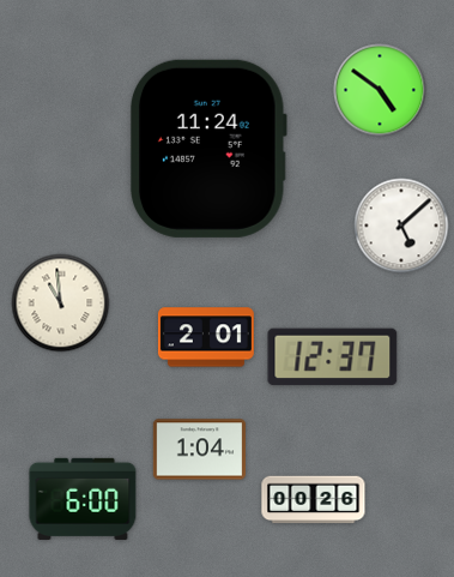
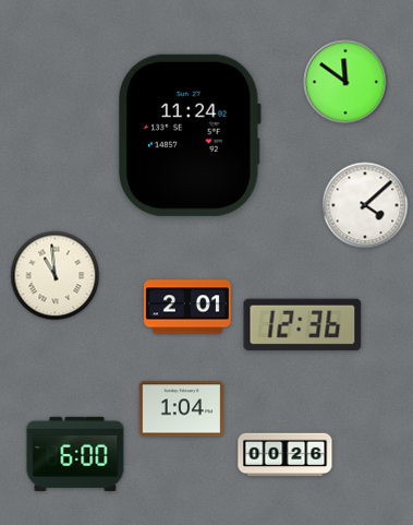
clock at (380, 90): 4:51 -> 11:51
clock at (401, 226): 5:08 -> 4:08
clock at (333, 357): 12:37 -> 12:36
